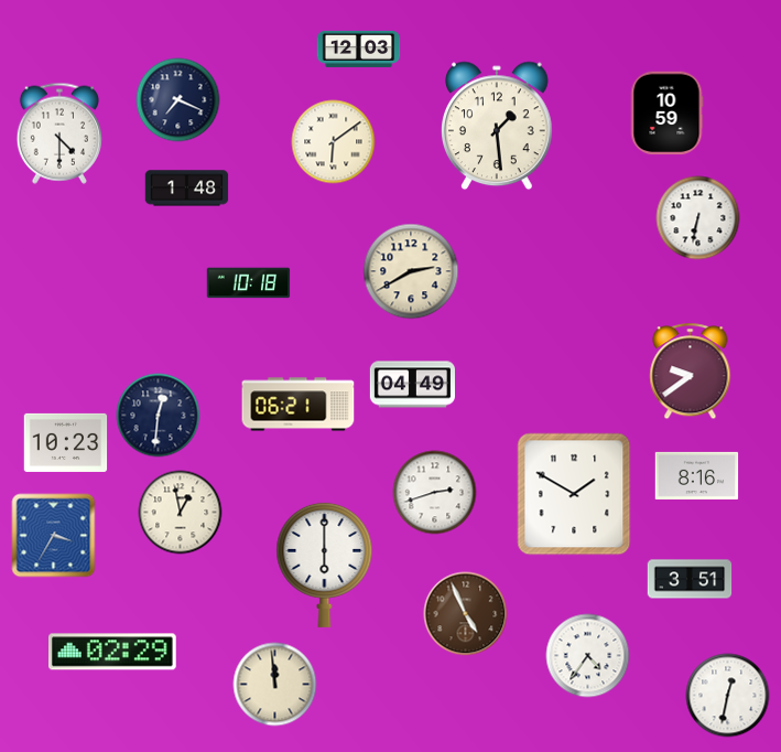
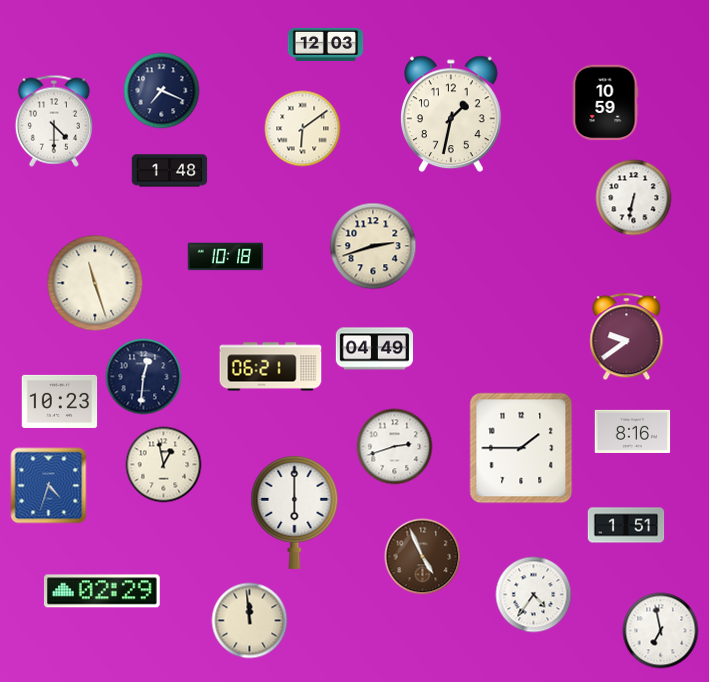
clock at (498, 126): 1:29 -> 1:32
clock at (411, 271): 2:40 -> 2:42
clock at (95, 283): none -> 11:27
clock at (574, 494): 1:50 -> 1:45
clock at (54, 536): 3:35 -> 4:33
clock at (690, 579): 3:51 -> 1:51
clock at (728, 696): 12:32 -> 6:58
